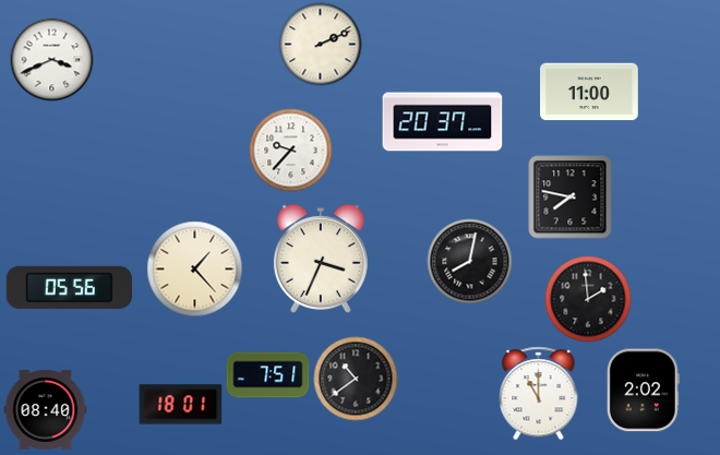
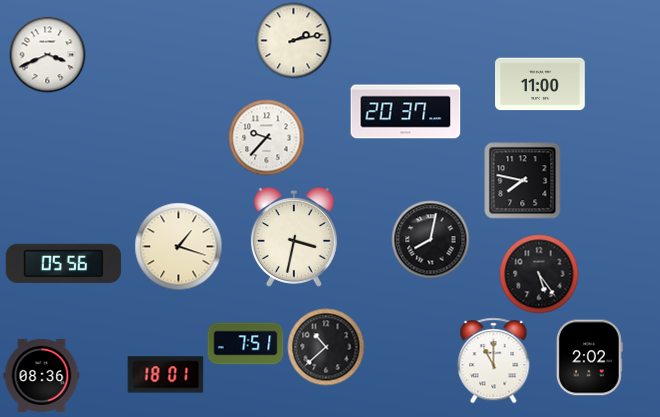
clock at (321, 45): 2:11 -> 2:13
clock at (321, 259): 3:34 -> 3:32
clock at (195, 270): 1:23 -> 1:18
clock at (588, 299): 1:59 -> 5:24
clock at (356, 379): 10:39 -> 10:38
clock at (181, 405) position: (181, 405) -> (166, 375)
clock at (46, 409): 08:40 -> 08:36
